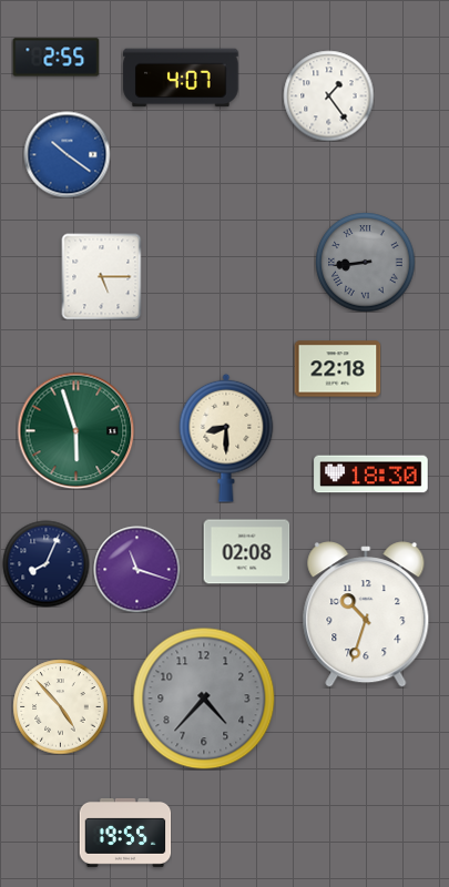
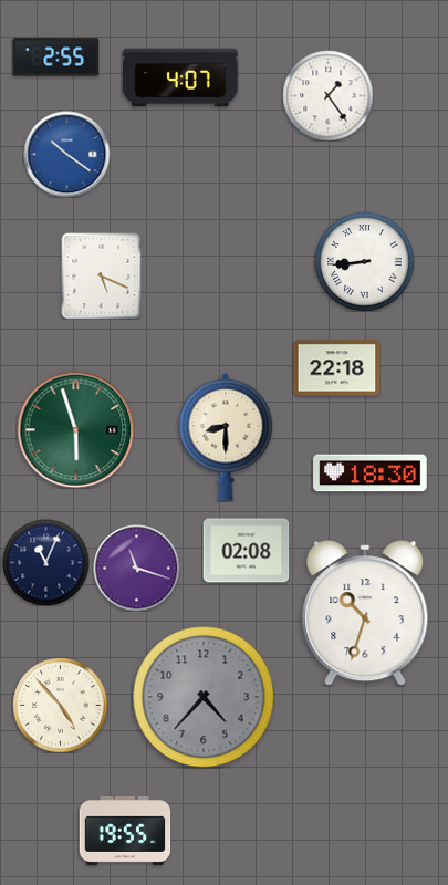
clock at (365, 262) dial: grey -> white
clock at (102, 276): 5:15 -> 5:19
clock at (45, 563): 8:04 -> 11:04
